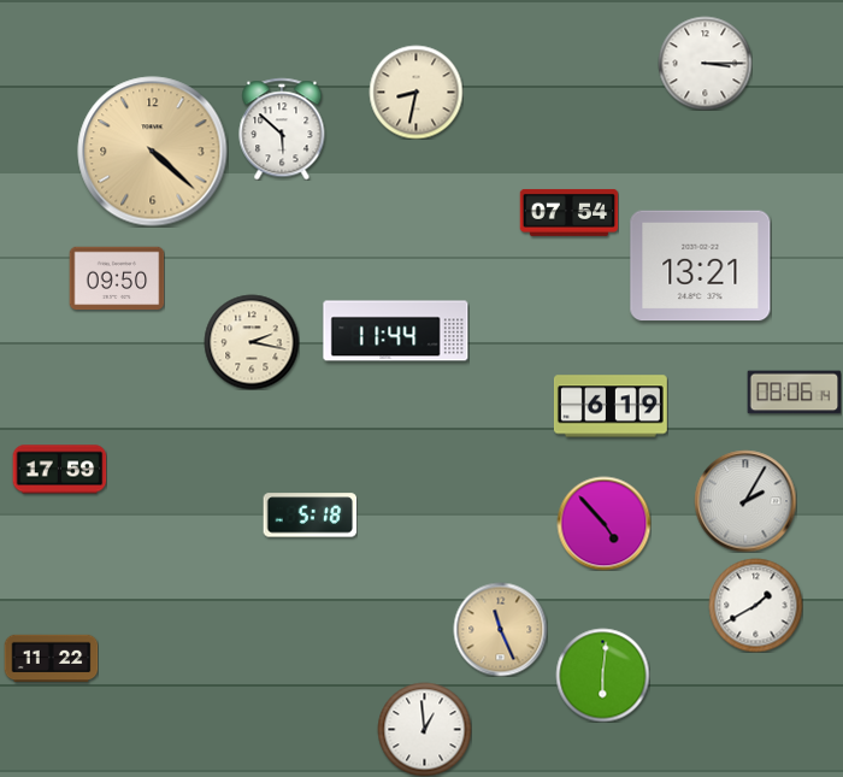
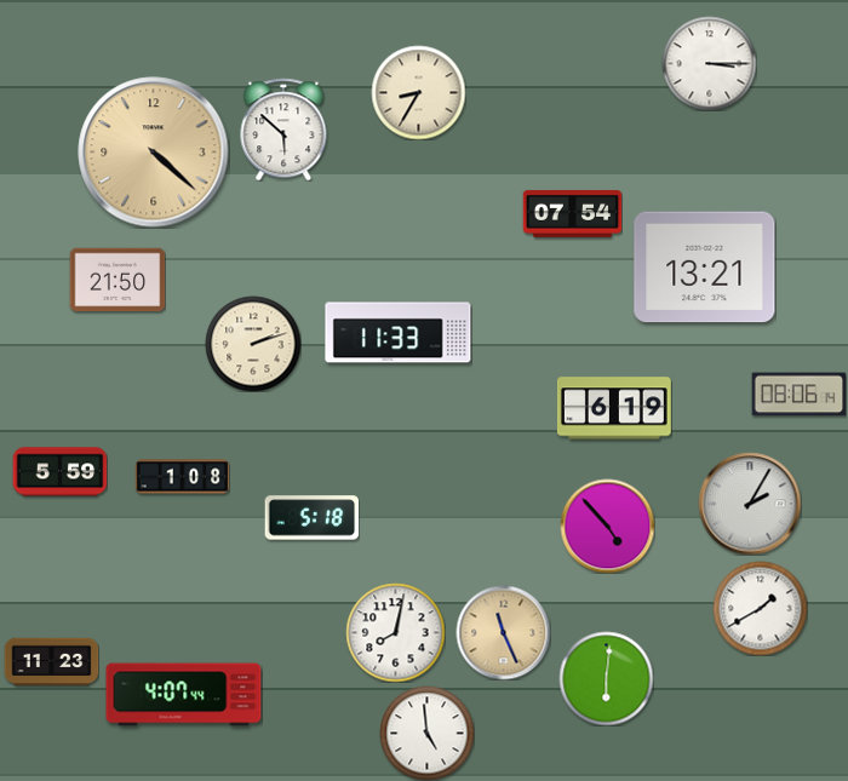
clock at (415, 92): 8:32 -> 8:35
clock at (117, 278): 09:50 -> 21:50
clock at (396, 331): 11:44 -> 11:33
clock at (252, 342): 2:17 -> 2:12
clock at (59, 470): 17:59 -> 5:59
clock at (182, 477): none -> 1:08
clock at (395, 632): none -> 8:02
clock at (51, 659): 11:22 -> 11:23
clock at (184, 695): none -> 4:07
clock at (424, 729): 12:59 -> 4:59
